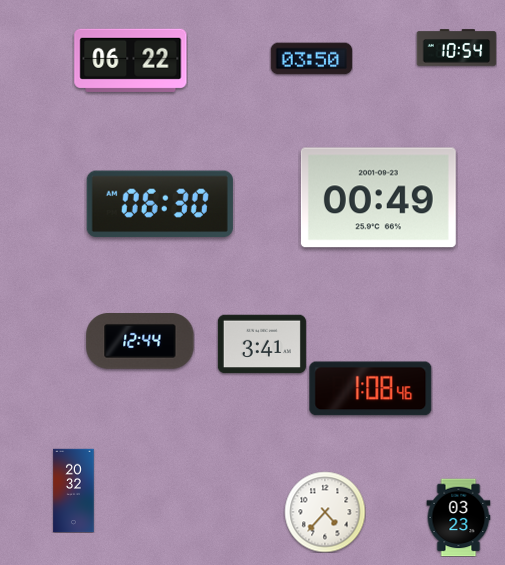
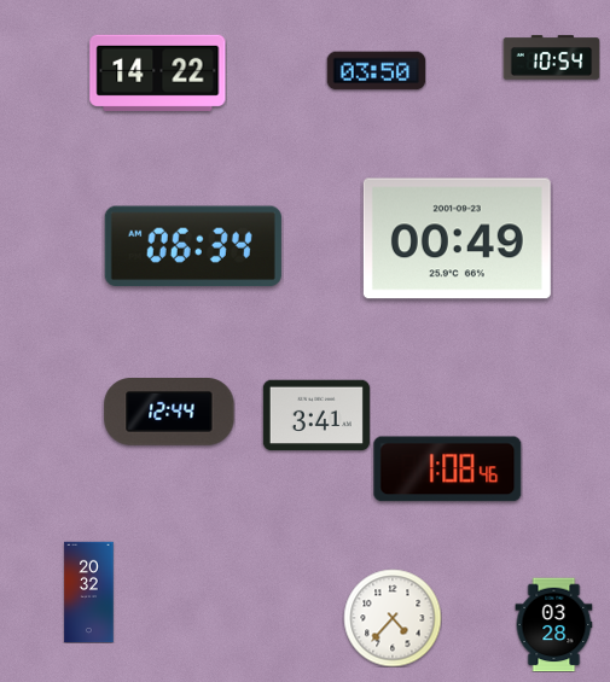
clock at (131, 60): 06:22 -> 14:22
clock at (160, 204): 06:30 -> 06:34
clock at (459, 517): 03:23 -> 03:28
